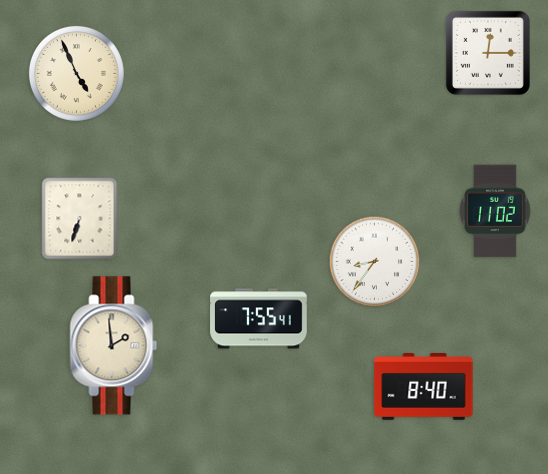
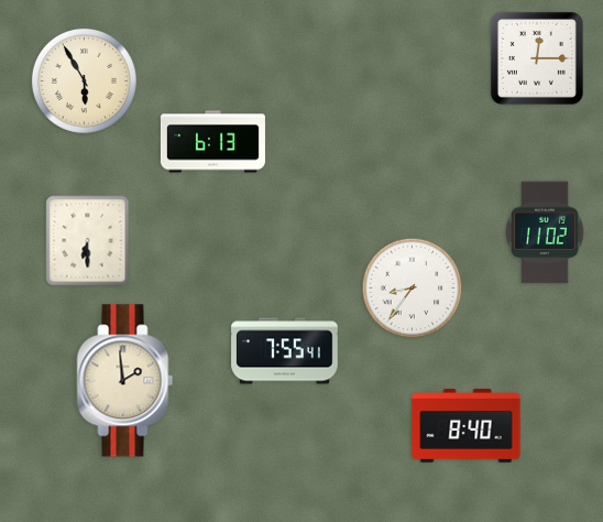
clock at (76, 73): 4:56 -> 5:55
clock at (212, 142): none -> 6:13
clock at (80, 219): 6:33 -> 6:30
